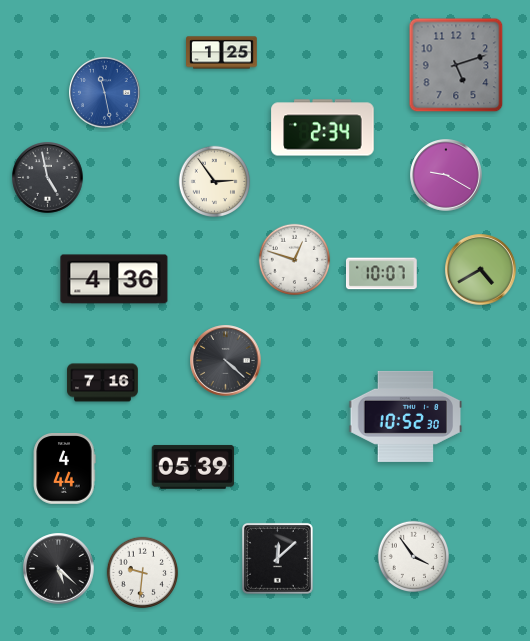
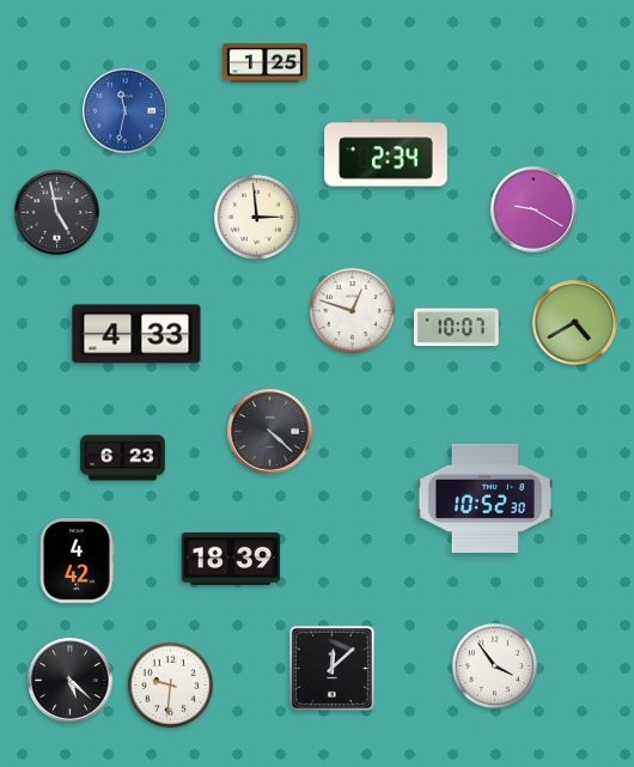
clock at (456, 65): 5:12 -> none
clock at (105, 93): 11:28 -> 11:32
clock at (215, 182): 2:54 -> 2:59
clock at (114, 279): 4:36 -> 4:33
clock at (103, 383): 7:16 -> 6:23
clock at (193, 467): 05:39 -> 18:39
clock at (64, 469): 4:44 -> 4:42
